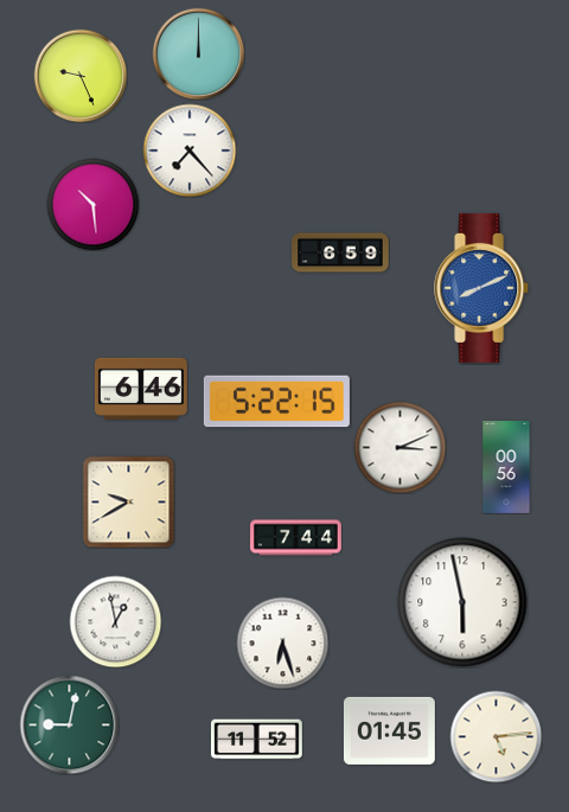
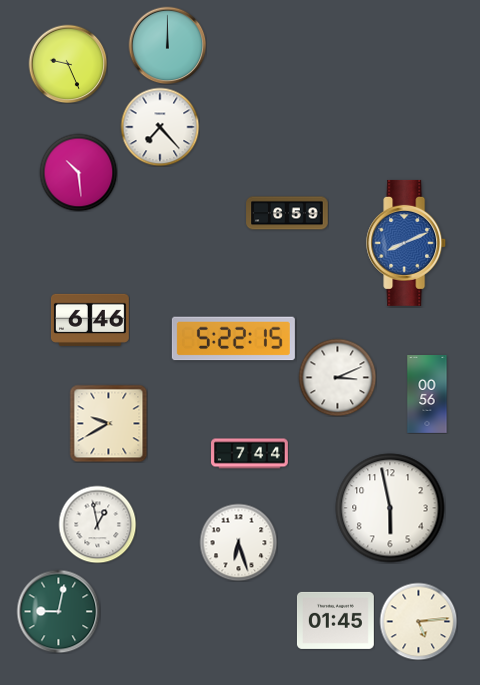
clock at (141, 389) position: (141, 389) -> (90, 320)
clock at (389, 730) position: (389, 730) -> (335, 620)
clock at (256, 740): 11:52 -> none
